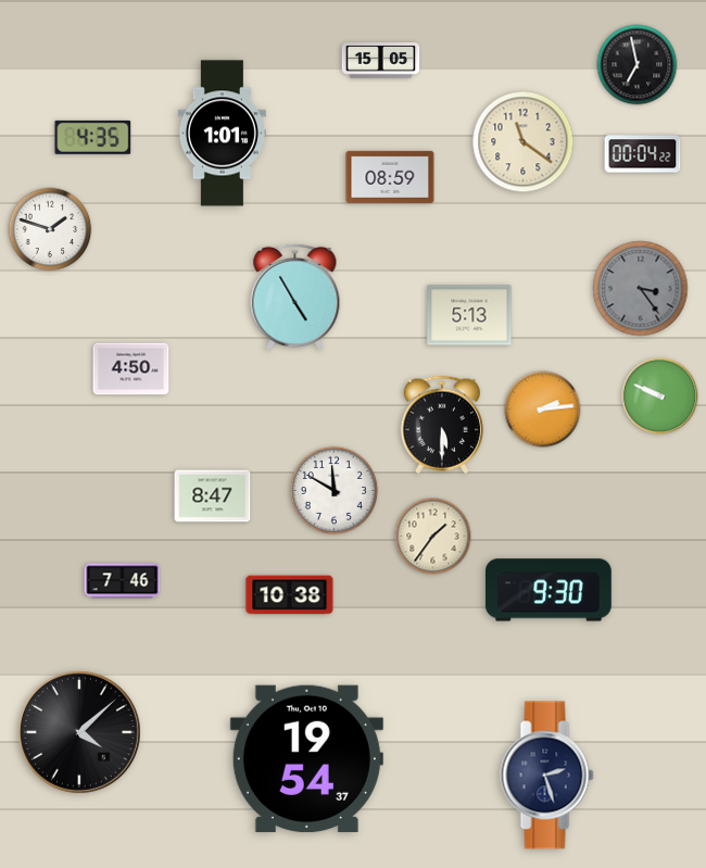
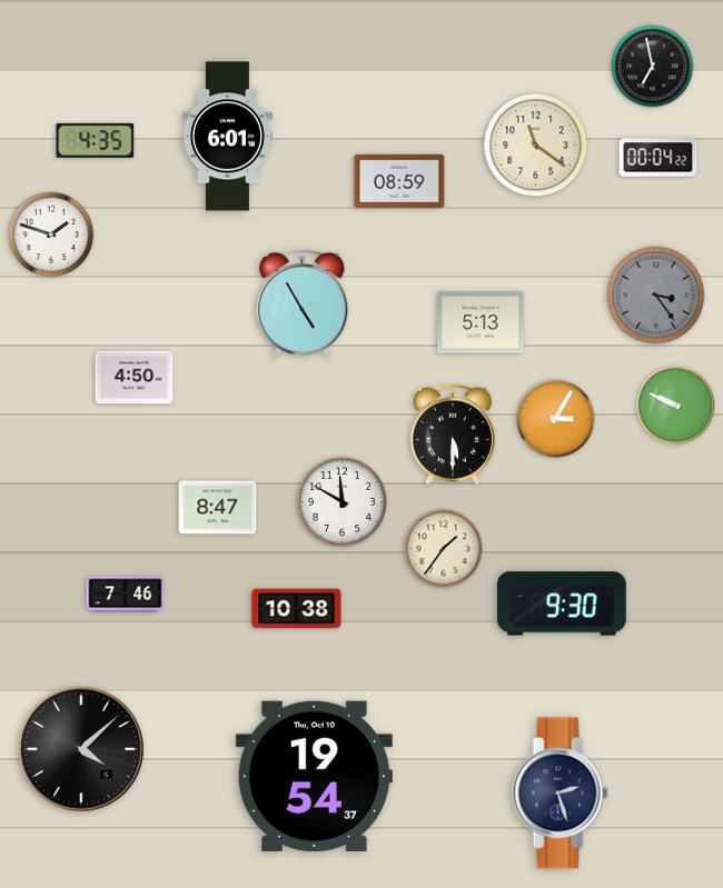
clock at (381, 61): 15:05 -> none
clock at (222, 134): 1:01 -> 6:01
clock at (543, 410): 2:14 -> 3:05
